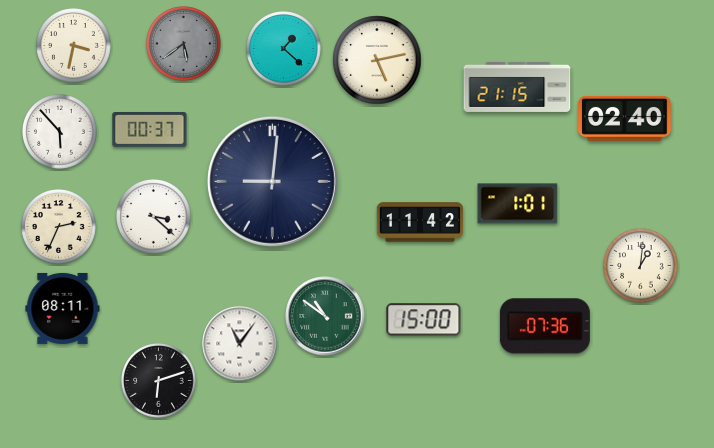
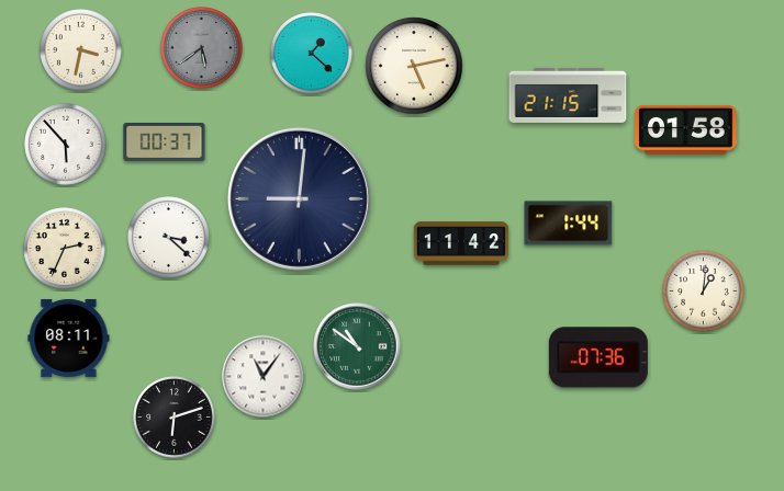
clock at (625, 118): 02:40 -> 01:58
clock at (518, 204): 1:01 -> 1:44
clock at (424, 320): 15:00 -> none
